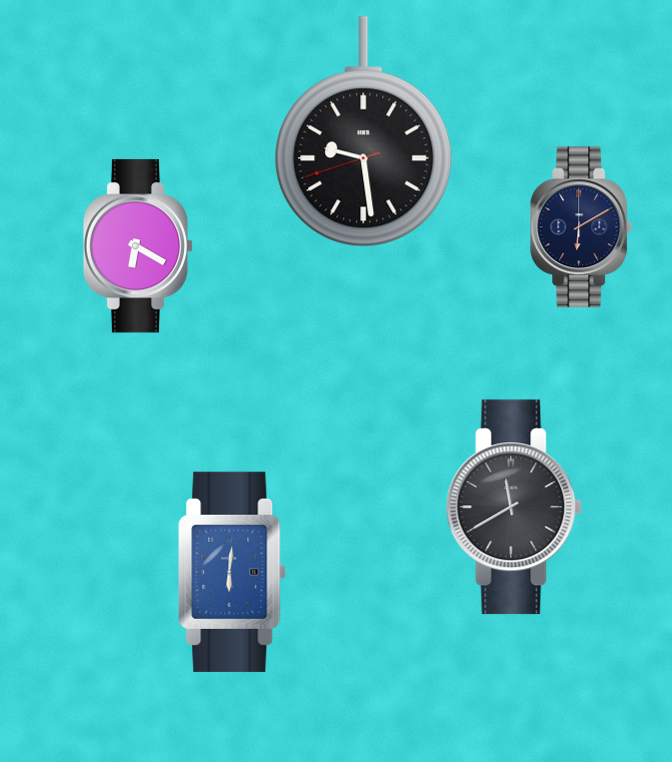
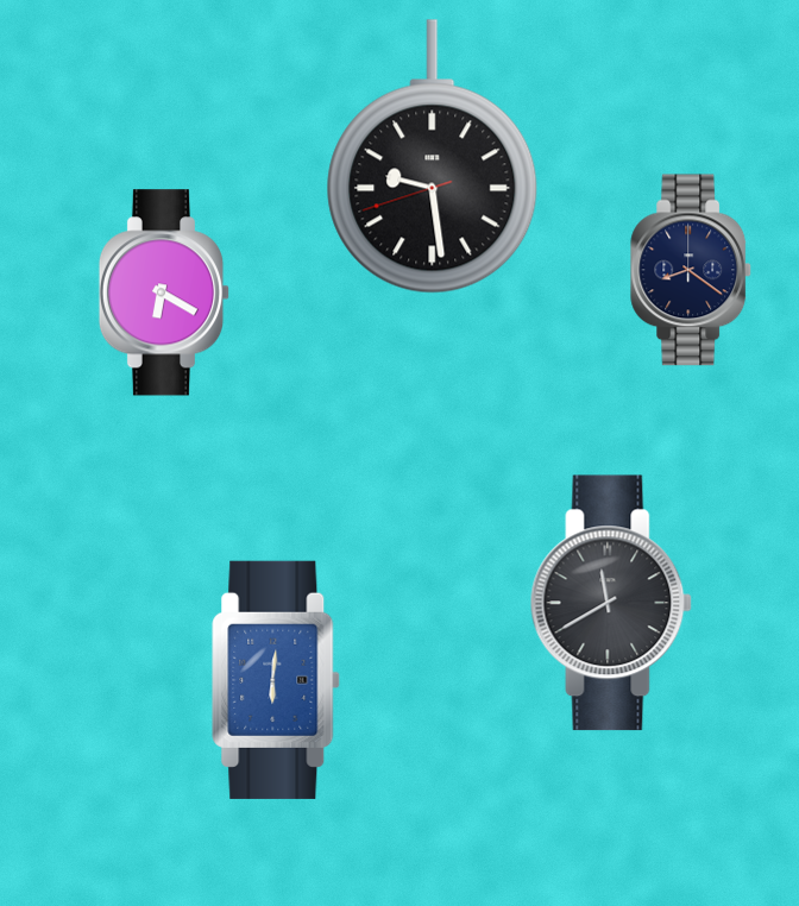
clock at (582, 227): 6:10 -> 8:21
